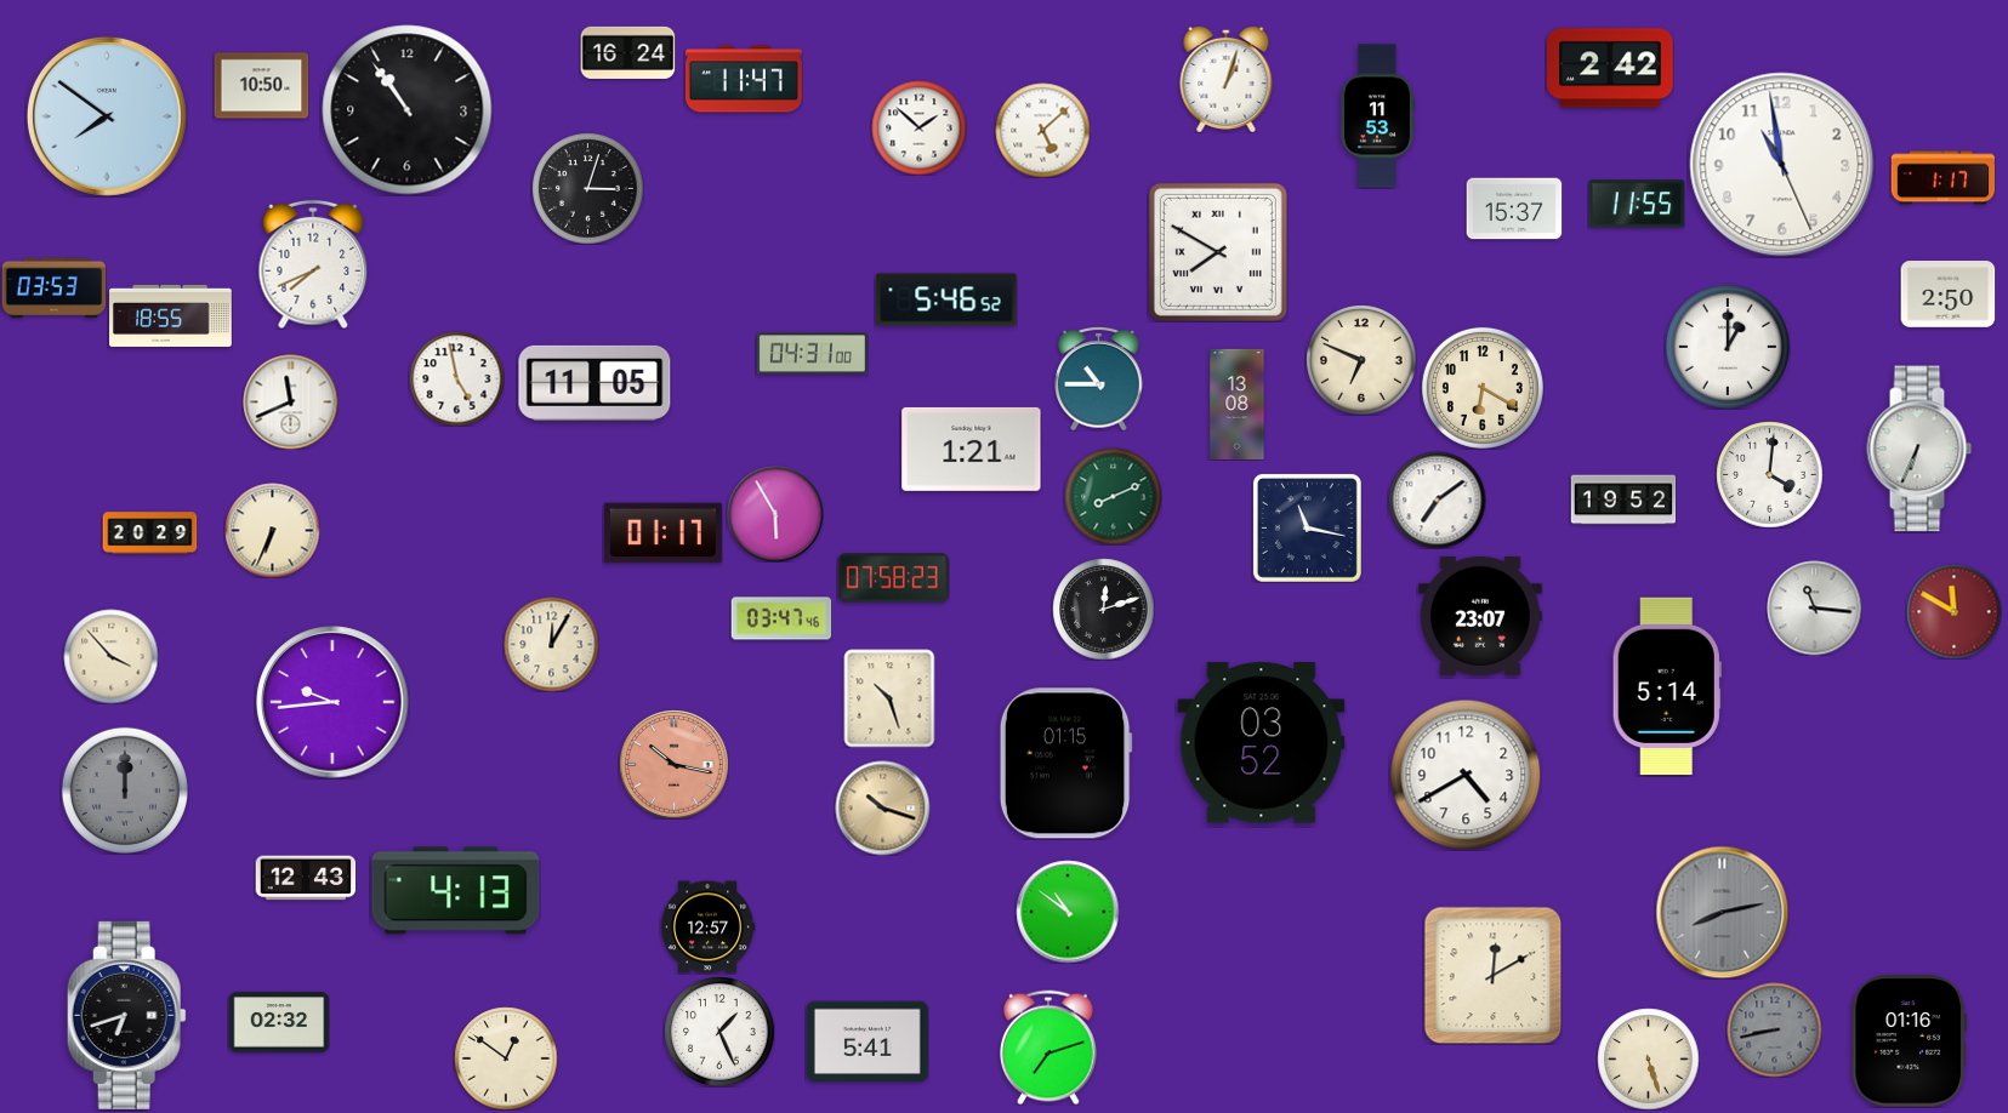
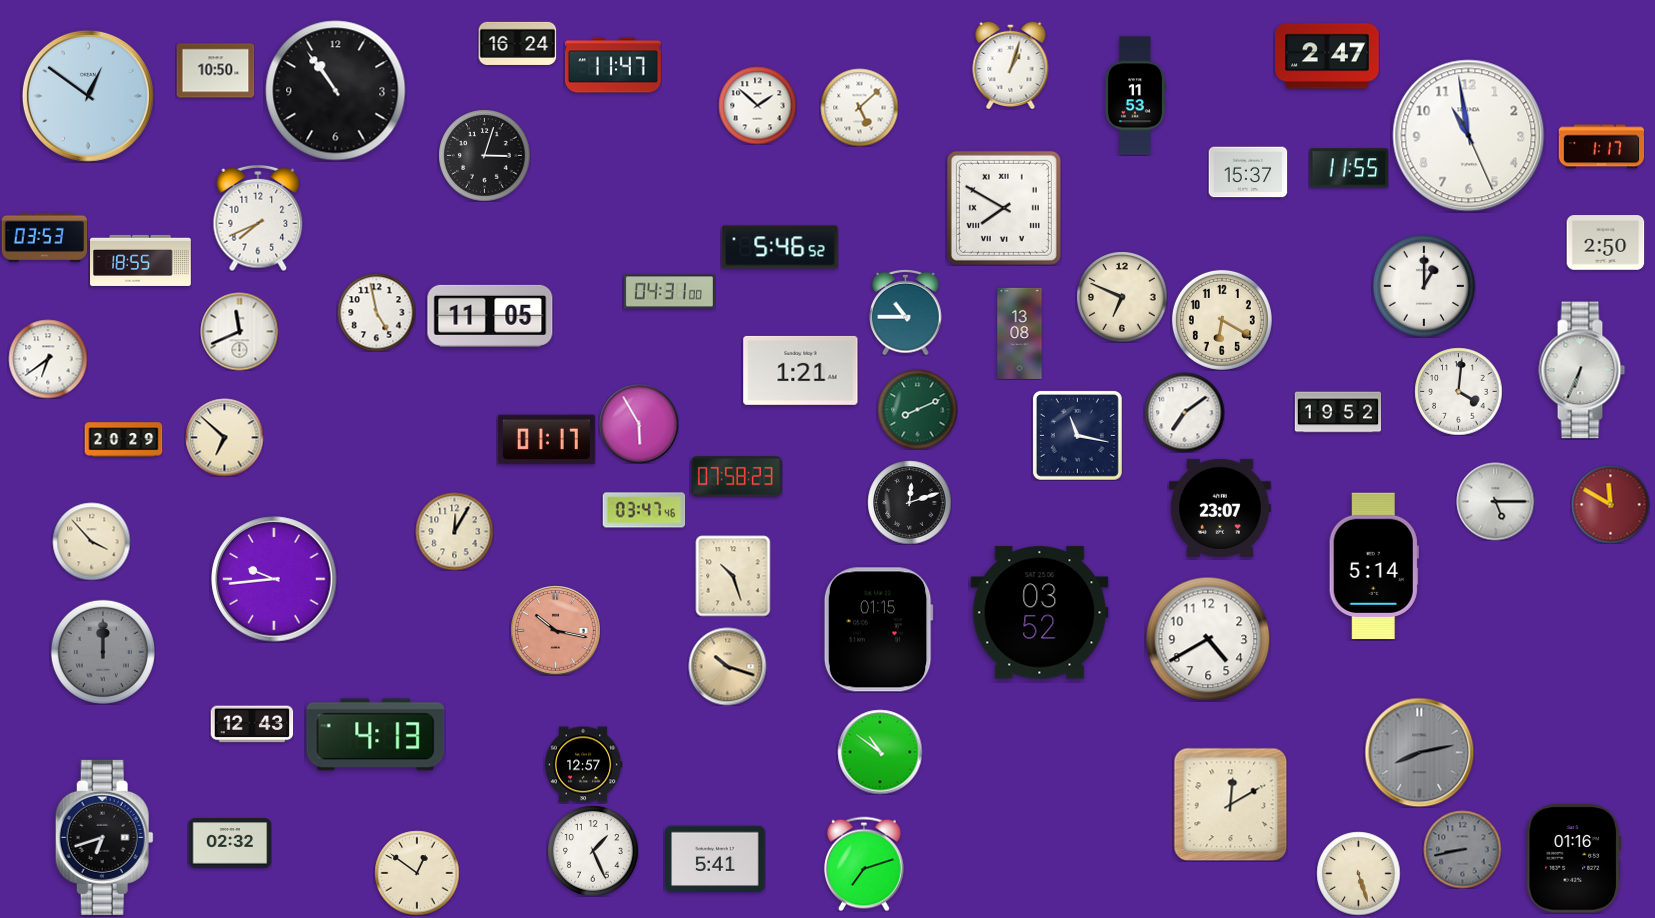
clock at (1610, 68): 2:42 -> 2:47
clock at (107, 116): 7:51 -> 12:51
clock at (48, 359): none -> 6:39
clock at (272, 530): 6:34 -> 6:52
clock at (1814, 607): 11:16 -> 5:15
